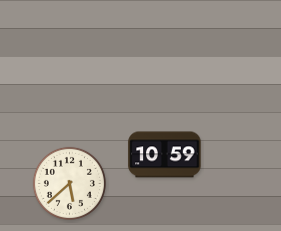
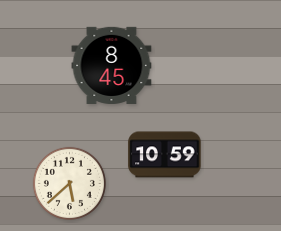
clock at (112, 65): none -> 8:45
